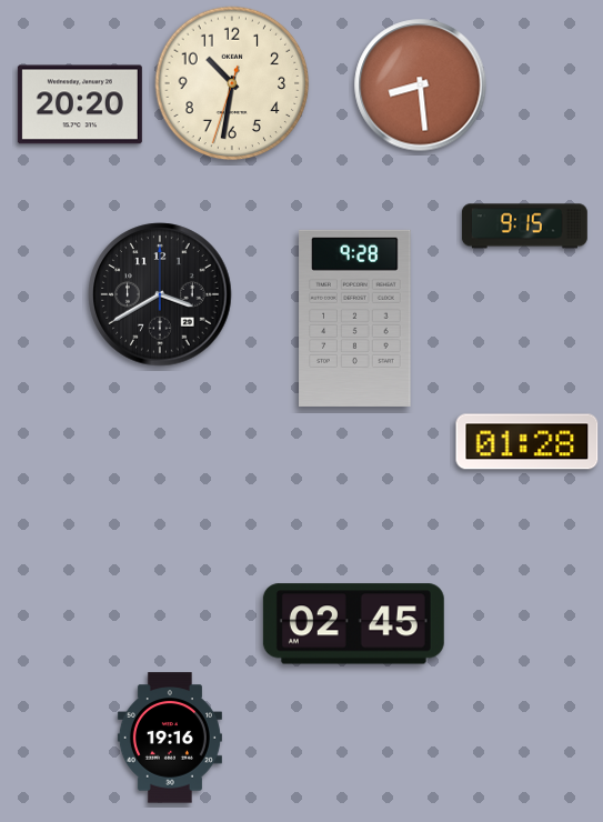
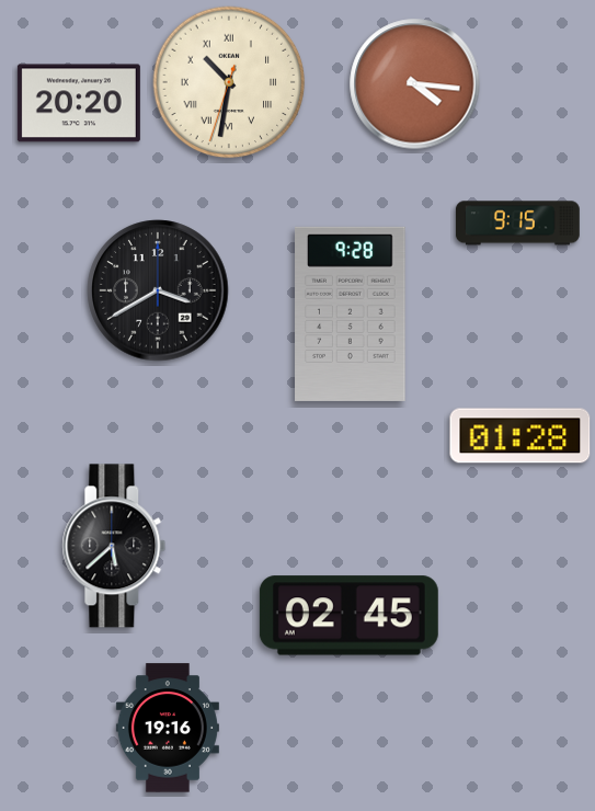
clock at (232, 83) numerals: Arabic -> Roman
clock at (421, 86): 8:29 -> 4:16
clock at (114, 546): none -> 5:38
